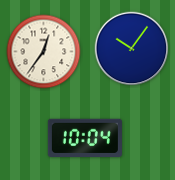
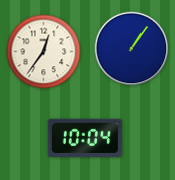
clock at (132, 49): 10:06 -> 1:06
